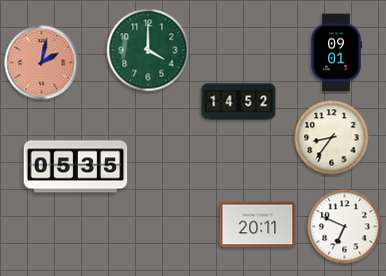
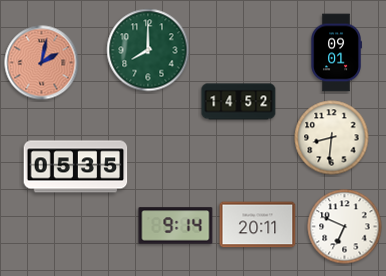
clock at (148, 50): 4:00 -> 8:00
clock at (332, 138): 8:36 -> 8:31
clock at (176, 226): none -> 9:14
